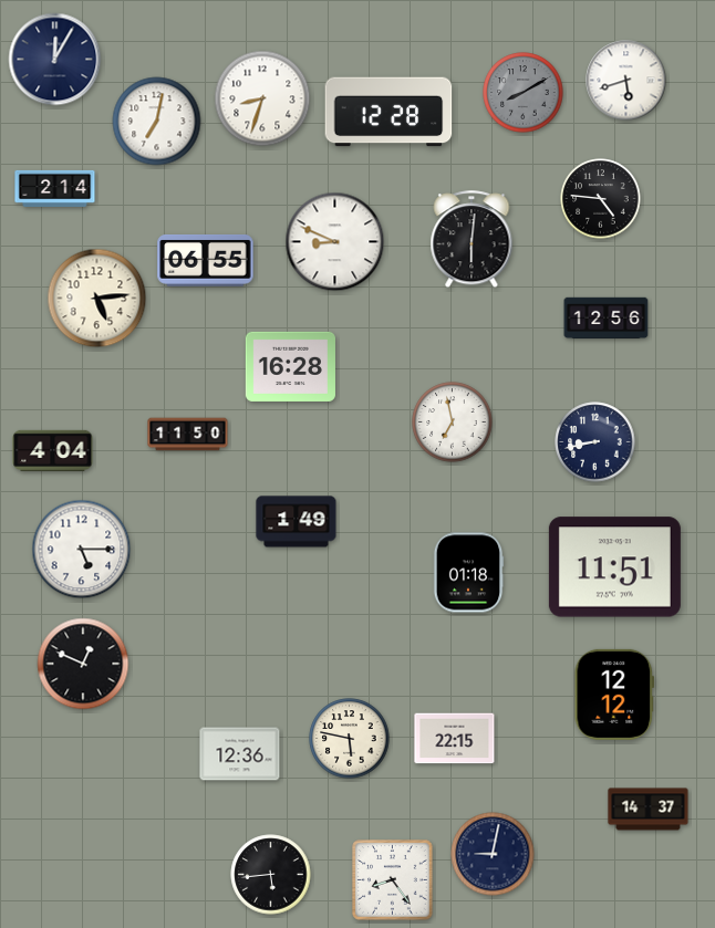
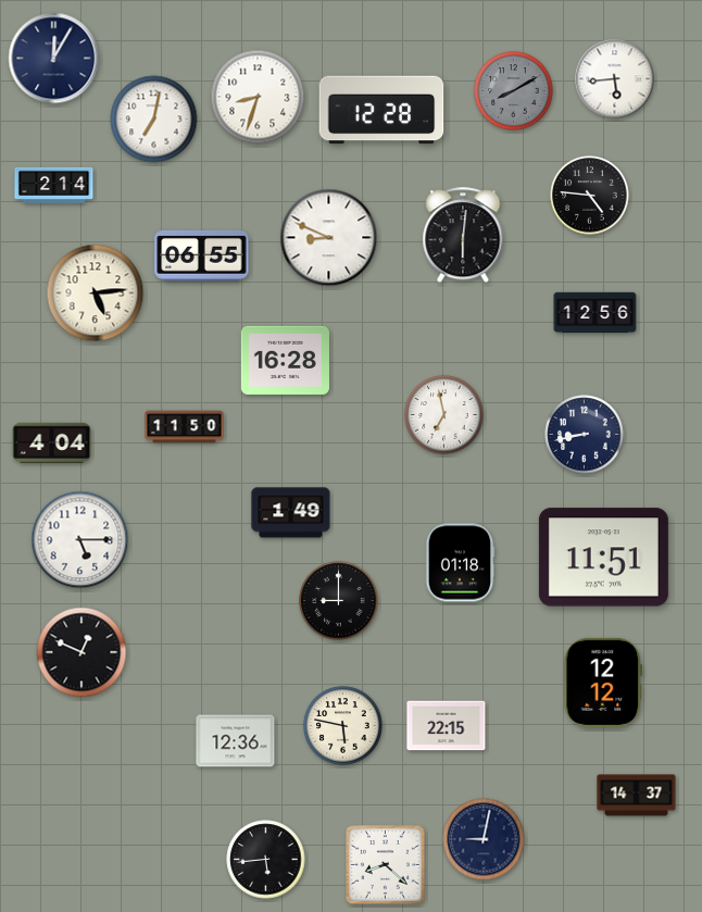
clock at (626, 81): 5:42 -> 5:44
clock at (339, 601): none -> 9:00
clock at (393, 880): 8:24 -> 8:22
